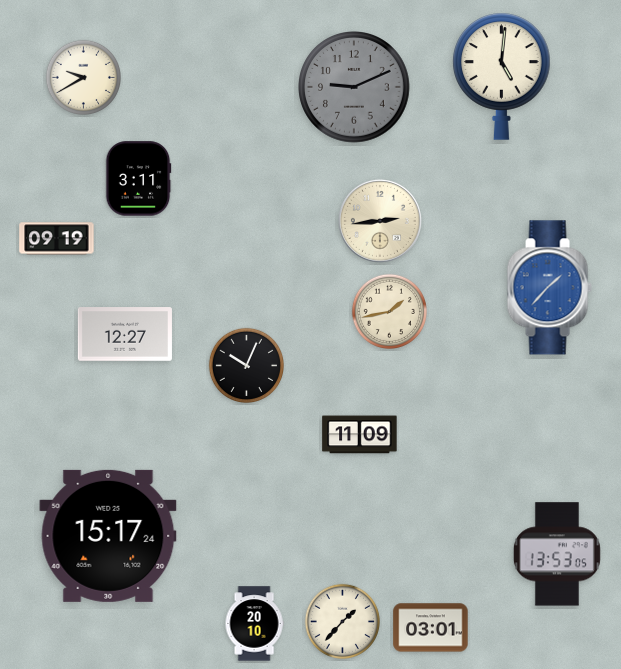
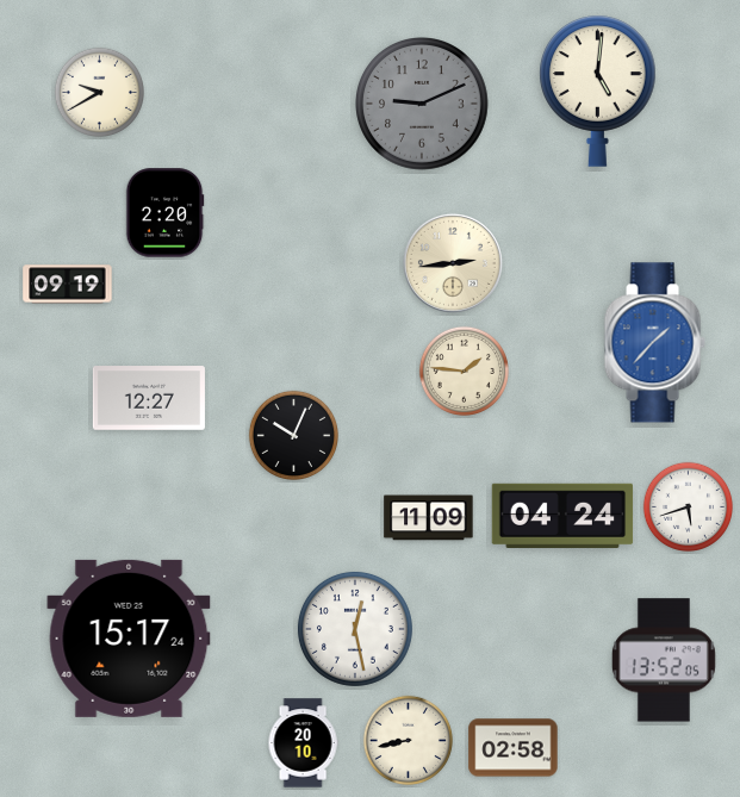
clock at (138, 179): 3:11 -> 2:20
clock at (389, 311): 1:43 -> 1:46
clock at (688, 506): none -> 5:42
clock at (562, 516): none -> 04:24
clock at (355, 629): none -> 12:28
clock at (557, 554): 13:53 -> 13:52
clock at (342, 621): 1:37 -> 8:43
clock at (431, 628): 03:01 -> 02:58
